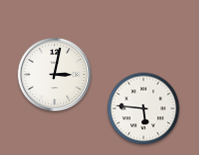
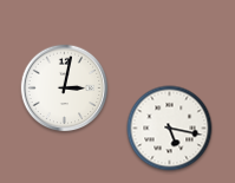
clock at (144, 109): 5:46 -> 5:17
